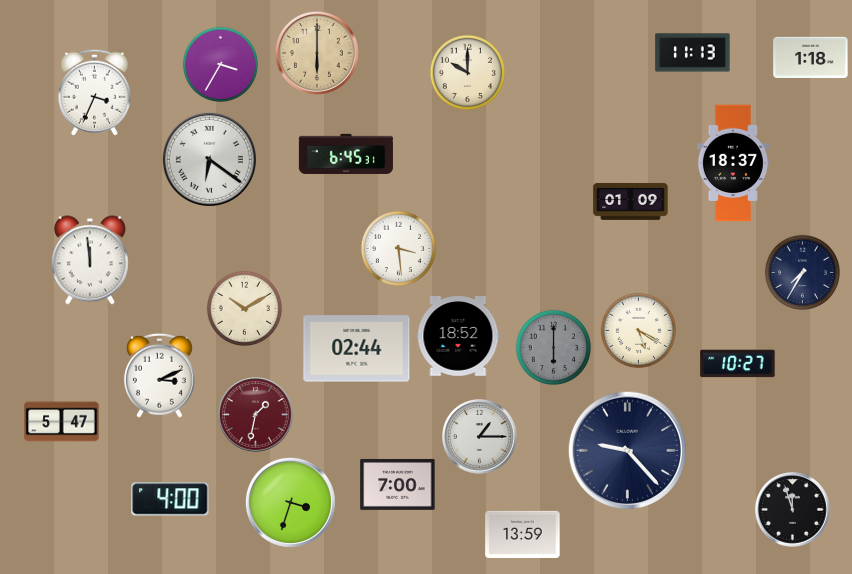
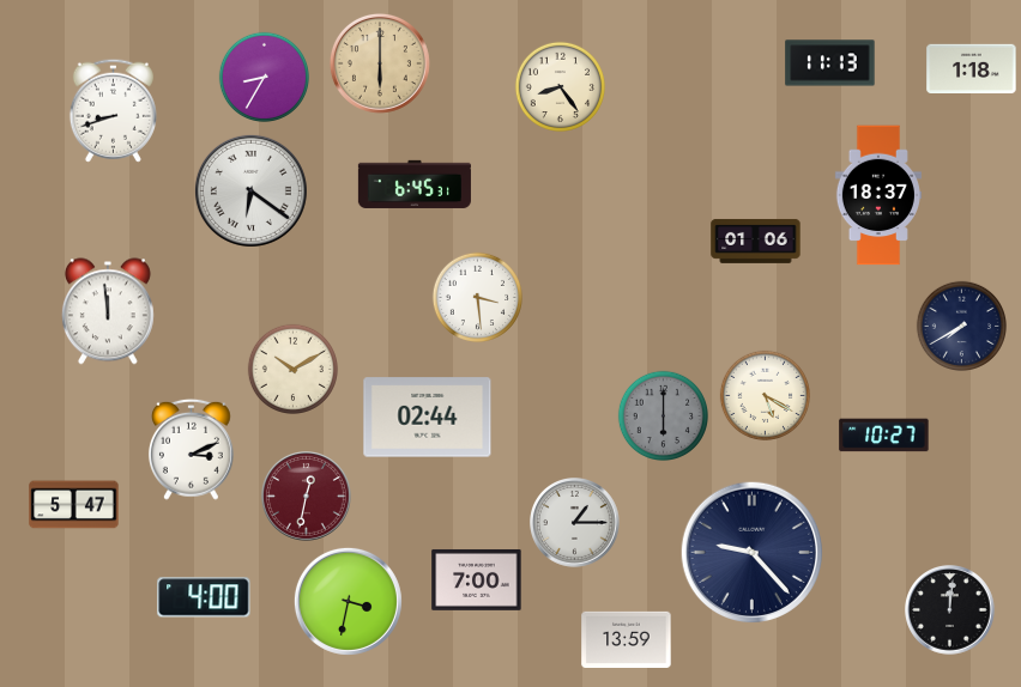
clock at (220, 64): 3:35 -> 8:35
clock at (467, 72): 10:00 -> 8:24
clock at (94, 92): 3:34 -> 8:42
clock at (631, 201): 01:09 -> 01:06
clock at (802, 272): 7:35 -> 7:40
clock at (458, 336): 18:52 -> none
clock at (256, 415): 1:32 -> 12:32
clock at (627, 450) position: (627, 450) -> (751, 552)
clock at (290, 502): 3:33 -> 3:32
clock at (793, 510): 11:57 -> 12:01
